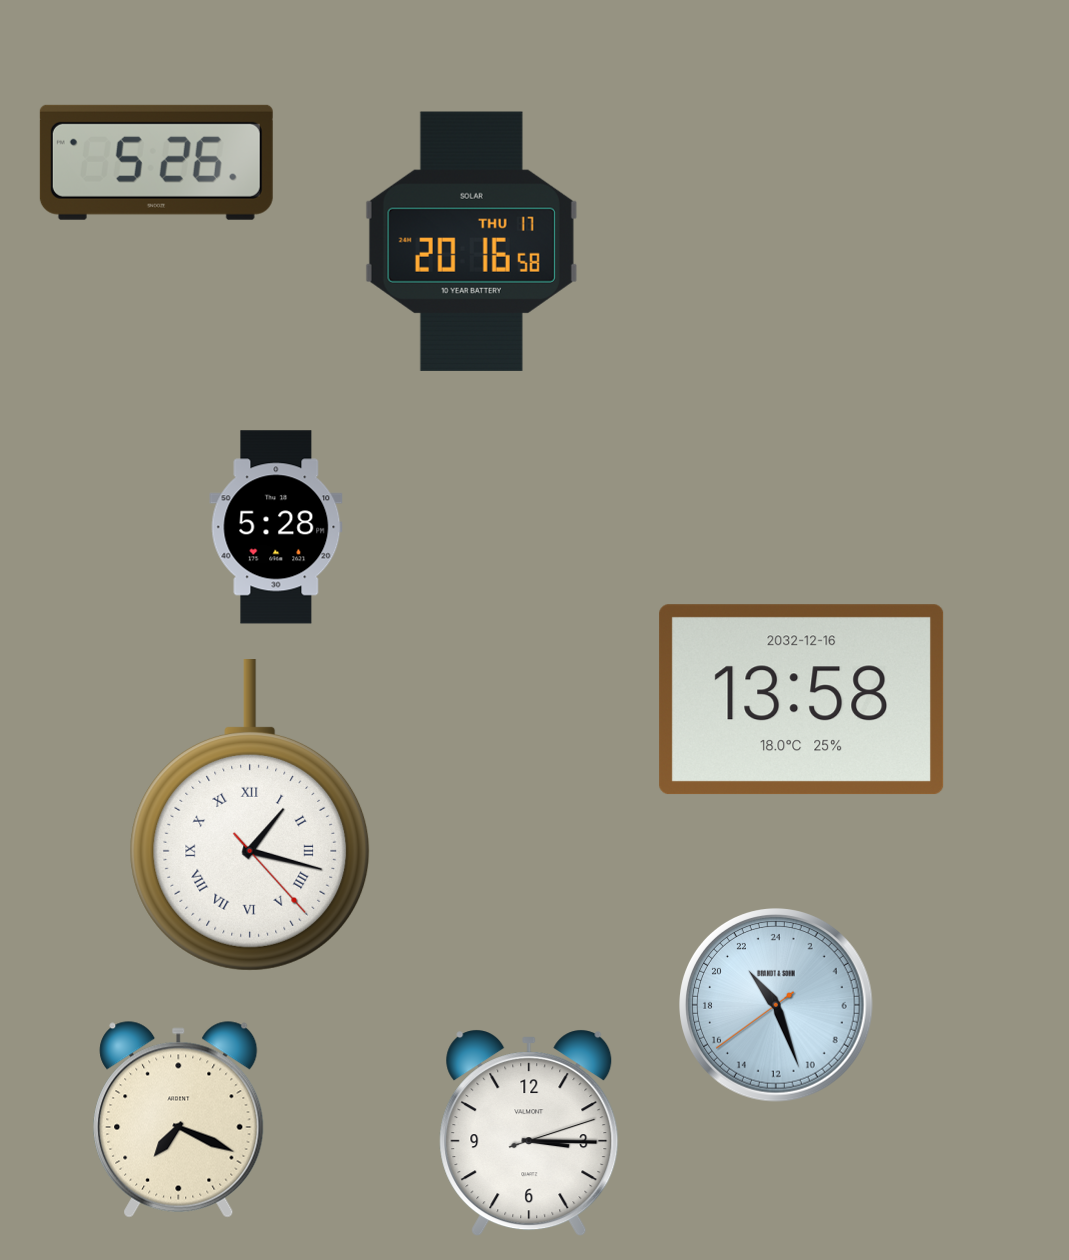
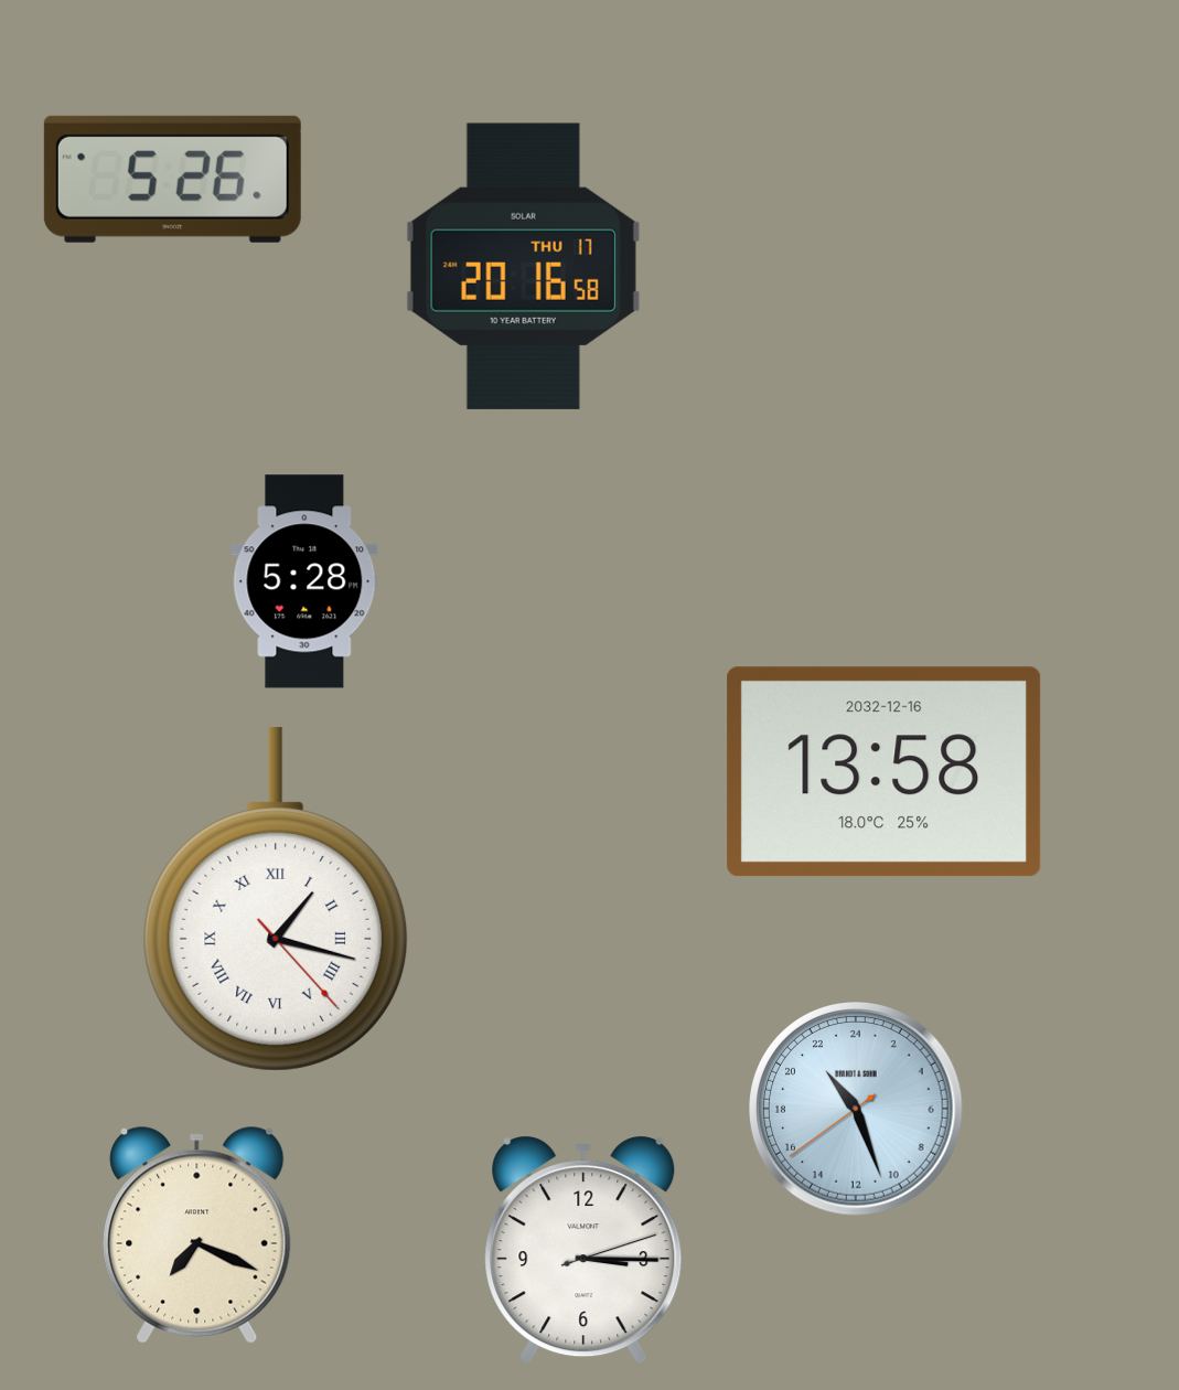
clock at (471, 241) position: (471, 241) -> (523, 266)
